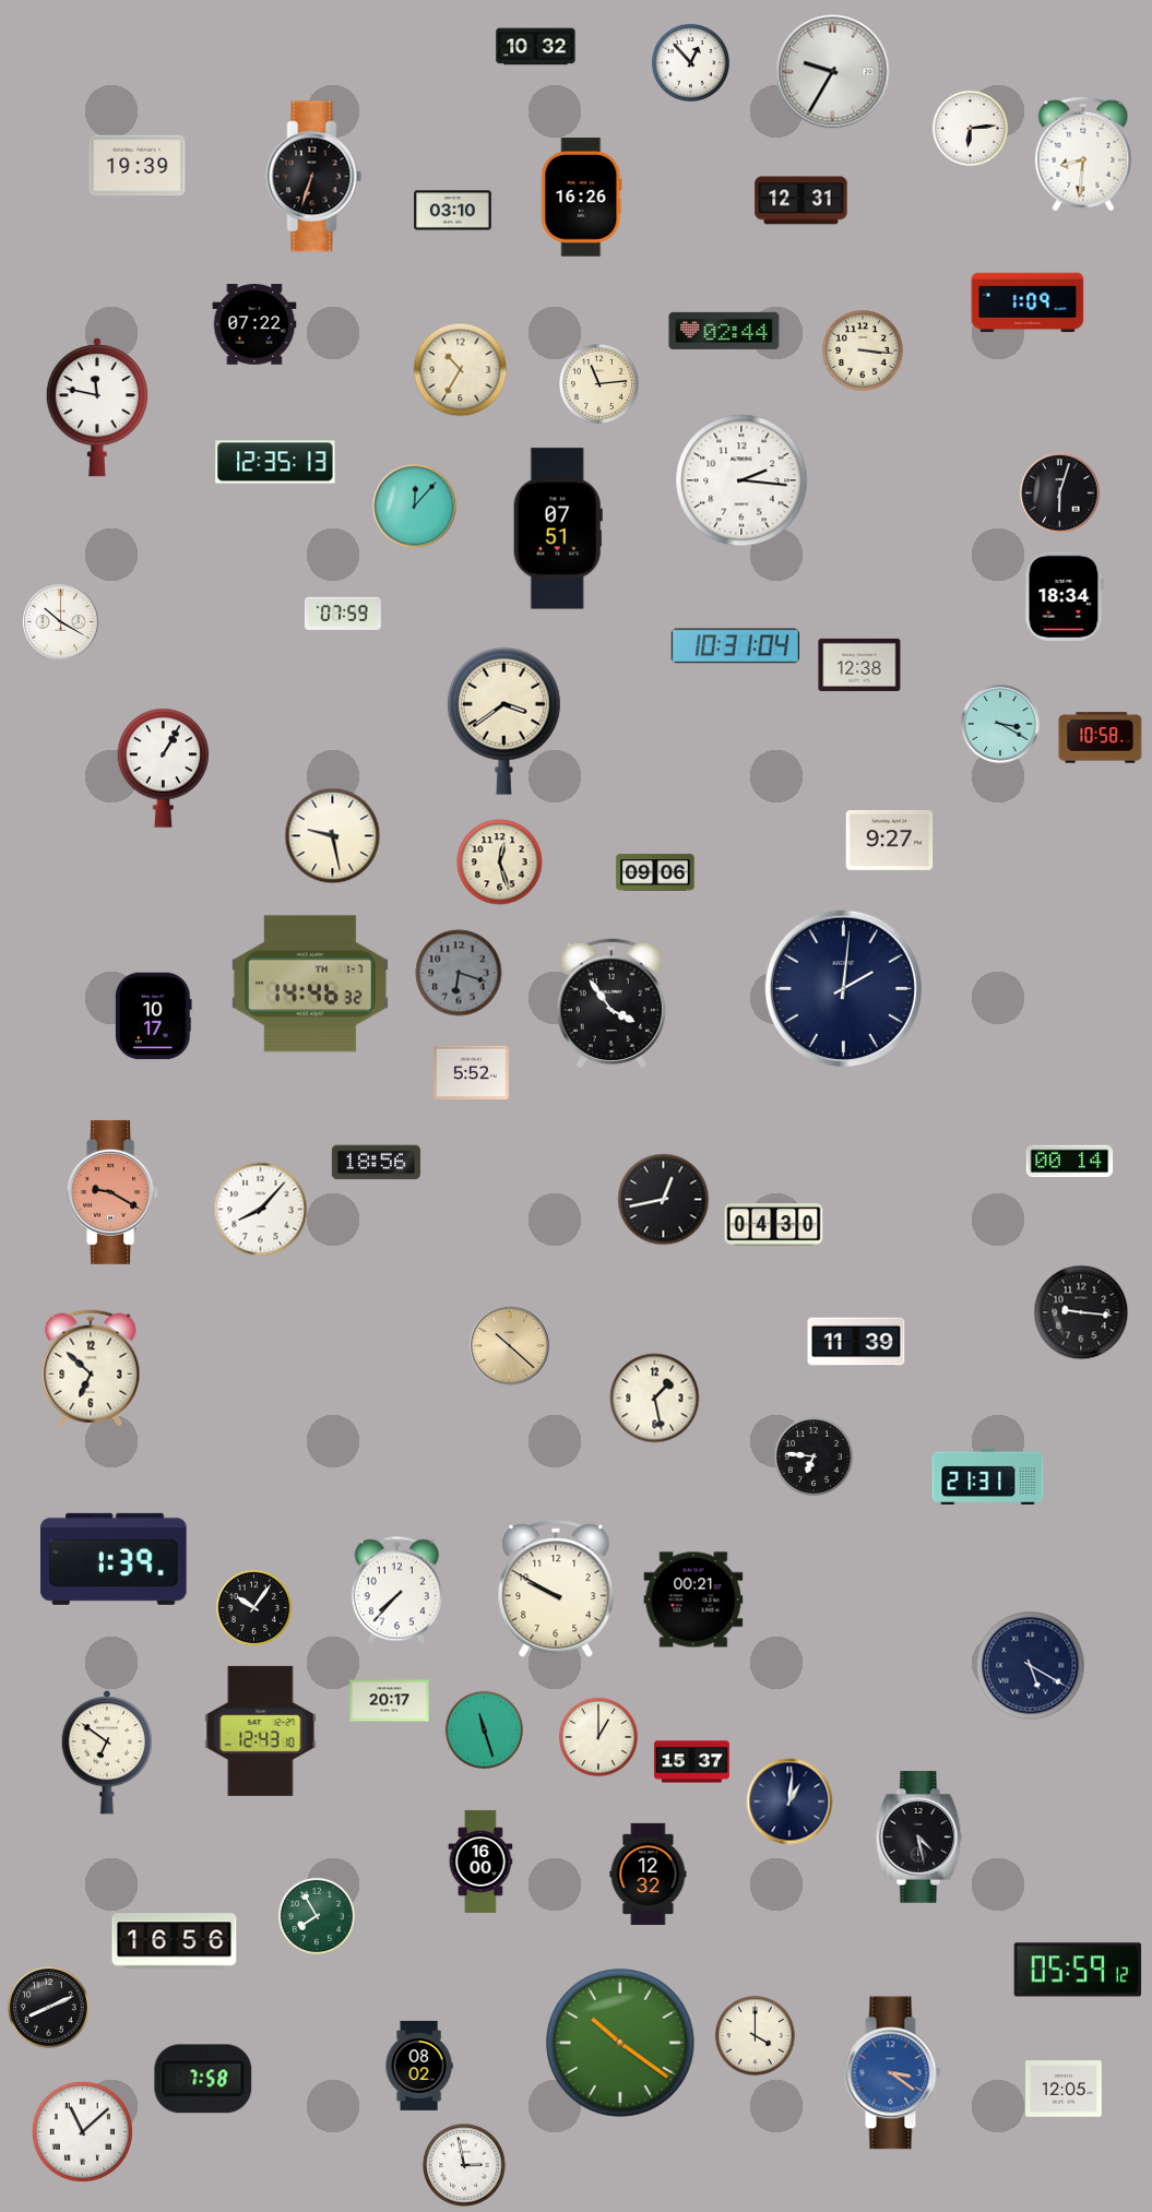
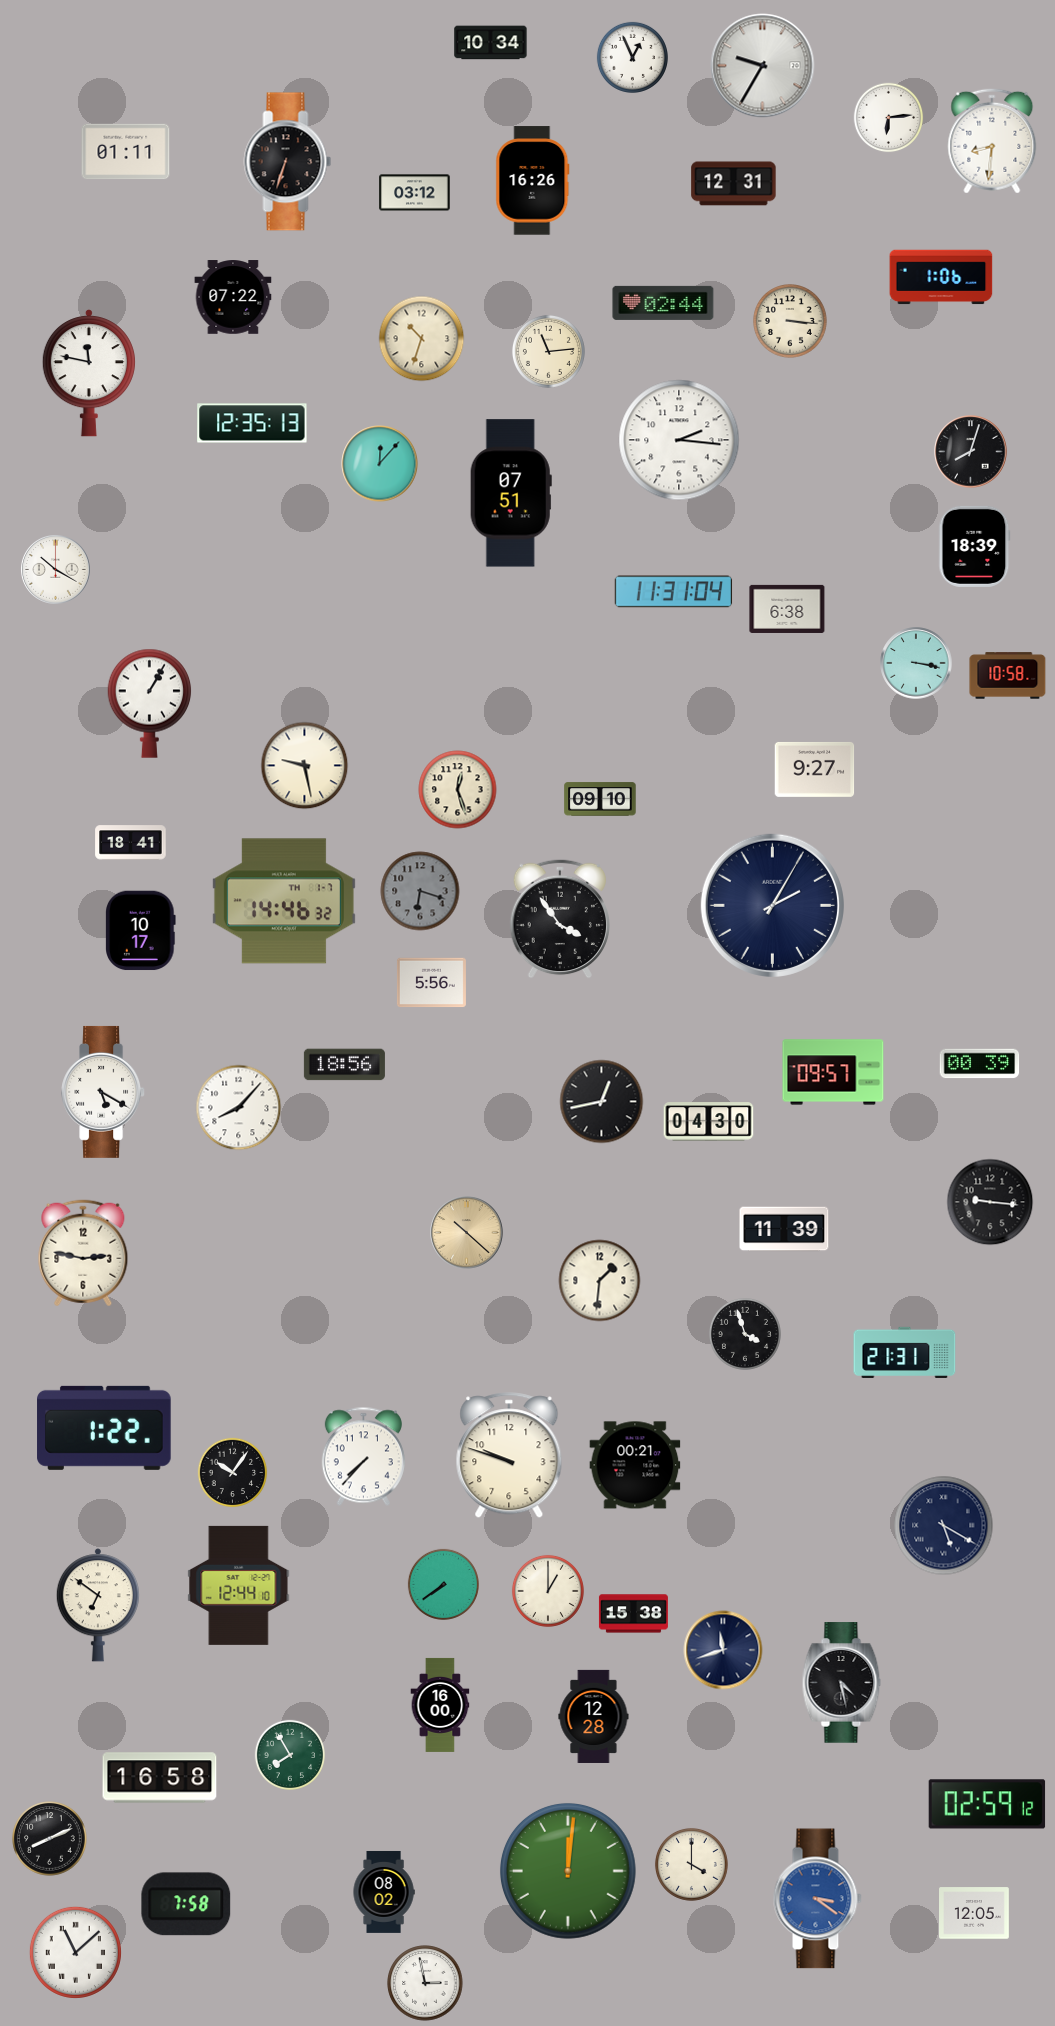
clock at (536, 47): 10:32 -> 10:34
clock at (690, 62): 12:53 -> 12:56
clock at (138, 166): 19:39 -> 01:11
clock at (453, 211): 03:10 -> 03:12
clock at (1028, 302): 1:09 -> 1:06
clock at (461, 370): 10:35 -> 10:33
clock at (1060, 493): 6:03 -> 8:03
clock at (558, 528) position: (558, 528) -> (511, 493)
clock at (1065, 596): 18:34 -> 18:39
clock at (343, 614): 07:59 -> none
clock at (736, 646): 10:31 -> 11:31
clock at (859, 665): 12:38 -> 6:38
clock at (503, 721): 3:39 -> none
clock at (1000, 724): 3:20 -> 3:17
clock at (655, 872): 09:06 -> 09:10
clock at (131, 843): none -> 18:41
clock at (843, 988): 2:01 -> 2:05
clock at (471, 1073): 5:52 -> 5:56
clock at (1070, 1162): 00:14 -> 00:39
clock at (833, 1072): none -> 09:57
clock at (114, 1192): 9:20 -> 5:20
clock at (114, 1192) dial: salmon -> white
clock at (664, 1200) position: (664, 1200) -> (602, 1102)
clock at (91, 1368): 6:52 -> 2:47
clock at (655, 1399): 1:28 -> 1:31
clock at (813, 1456): 6:46 -> 3:57
clock at (114, 1559): 1:39 -> 1:22
clock at (556, 1590): 9:50 -> 9:48
clock at (390, 1701): 20:17 -> none
clock at (484, 1729): 11:27 -> 7:39
clock at (261, 1731): 12:43 -> 12:44
clock at (691, 1762): 15:37 -> 15:38
clock at (789, 1801): 1:01 -> 11:42
clock at (649, 1874): 12:32 -> 12:28
clock at (175, 1941): 16:56 -> 16:58
clock at (1078, 1970): 05:59 -> 02:59
clock at (49, 2008) position: (49, 2008) -> (50, 1839)
clock at (620, 2043): 10:21 -> 12:01
